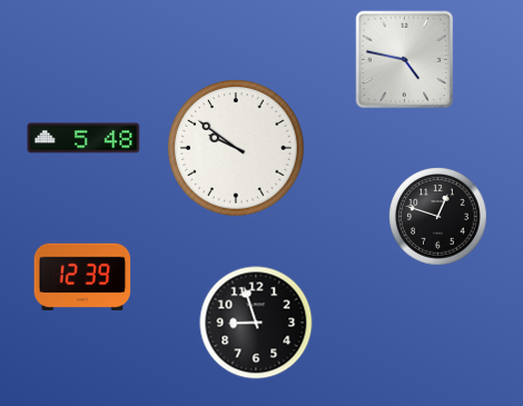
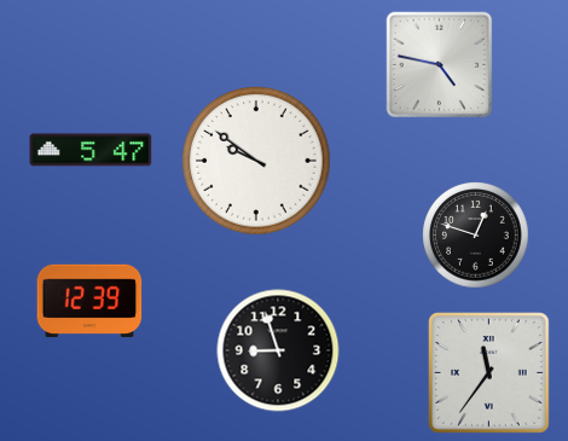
clock at (83, 138): 5:48 -> 5:47
clock at (489, 373): none -> 11:36
